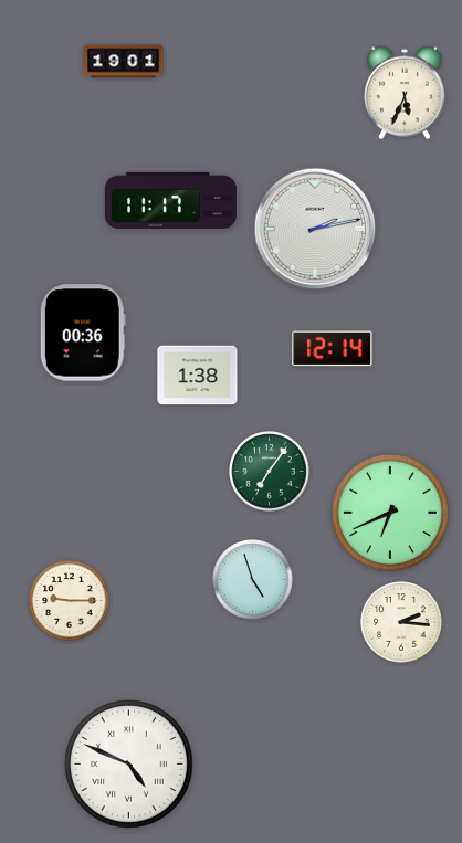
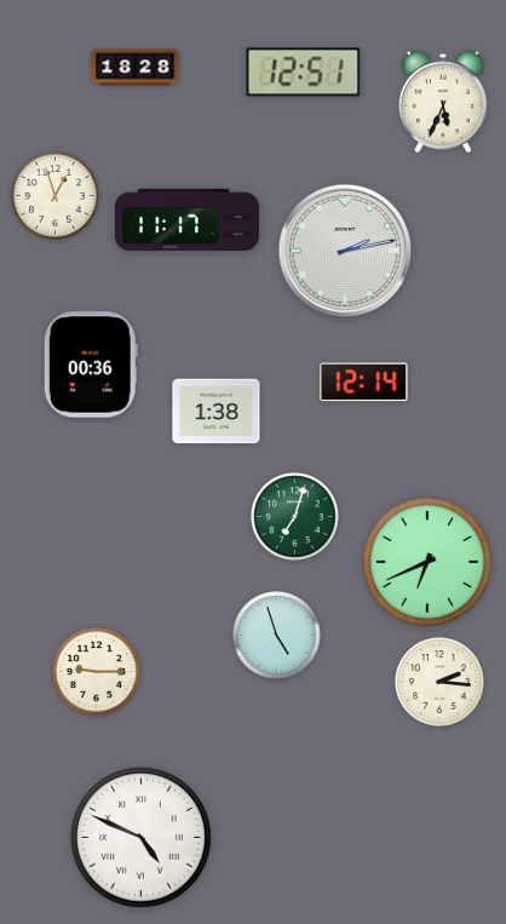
clock at (124, 62): 19:01 -> 18:28
clock at (304, 73): none -> 12:51
clock at (56, 196): none -> 12:57
clock at (270, 472): 7:06 -> 7:03
clock at (70, 601) position: (70, 601) -> (97, 672)
